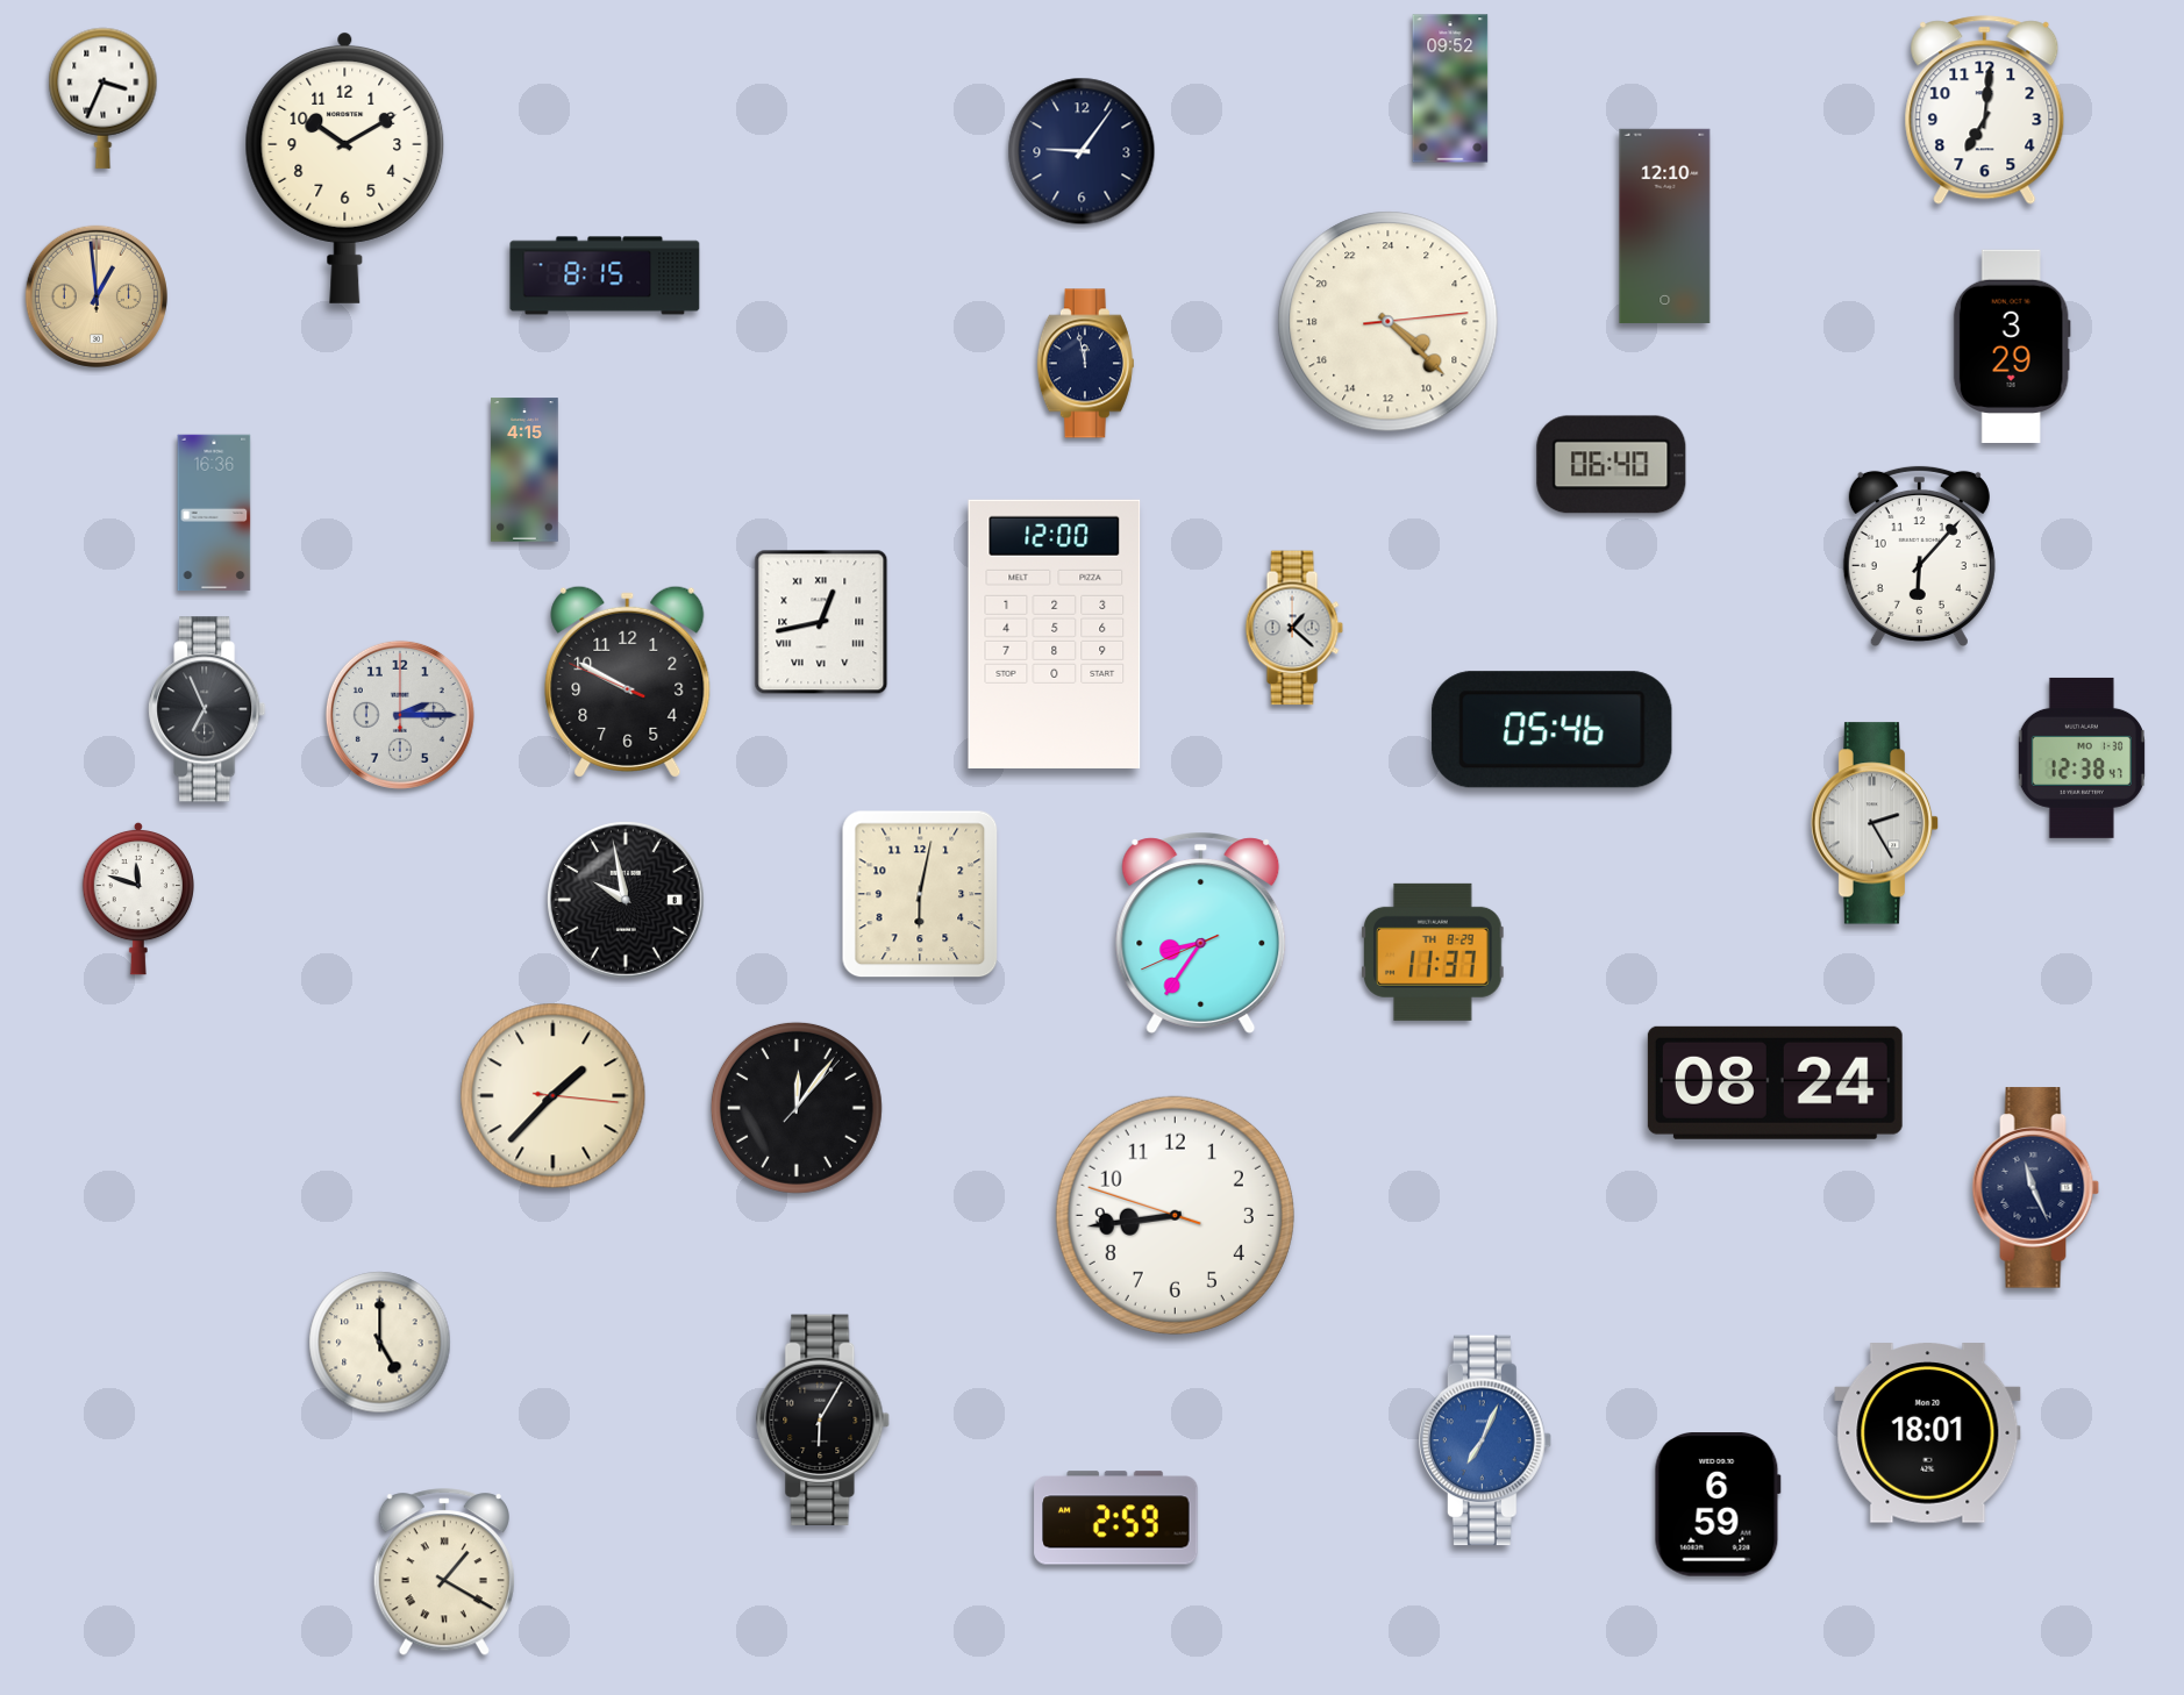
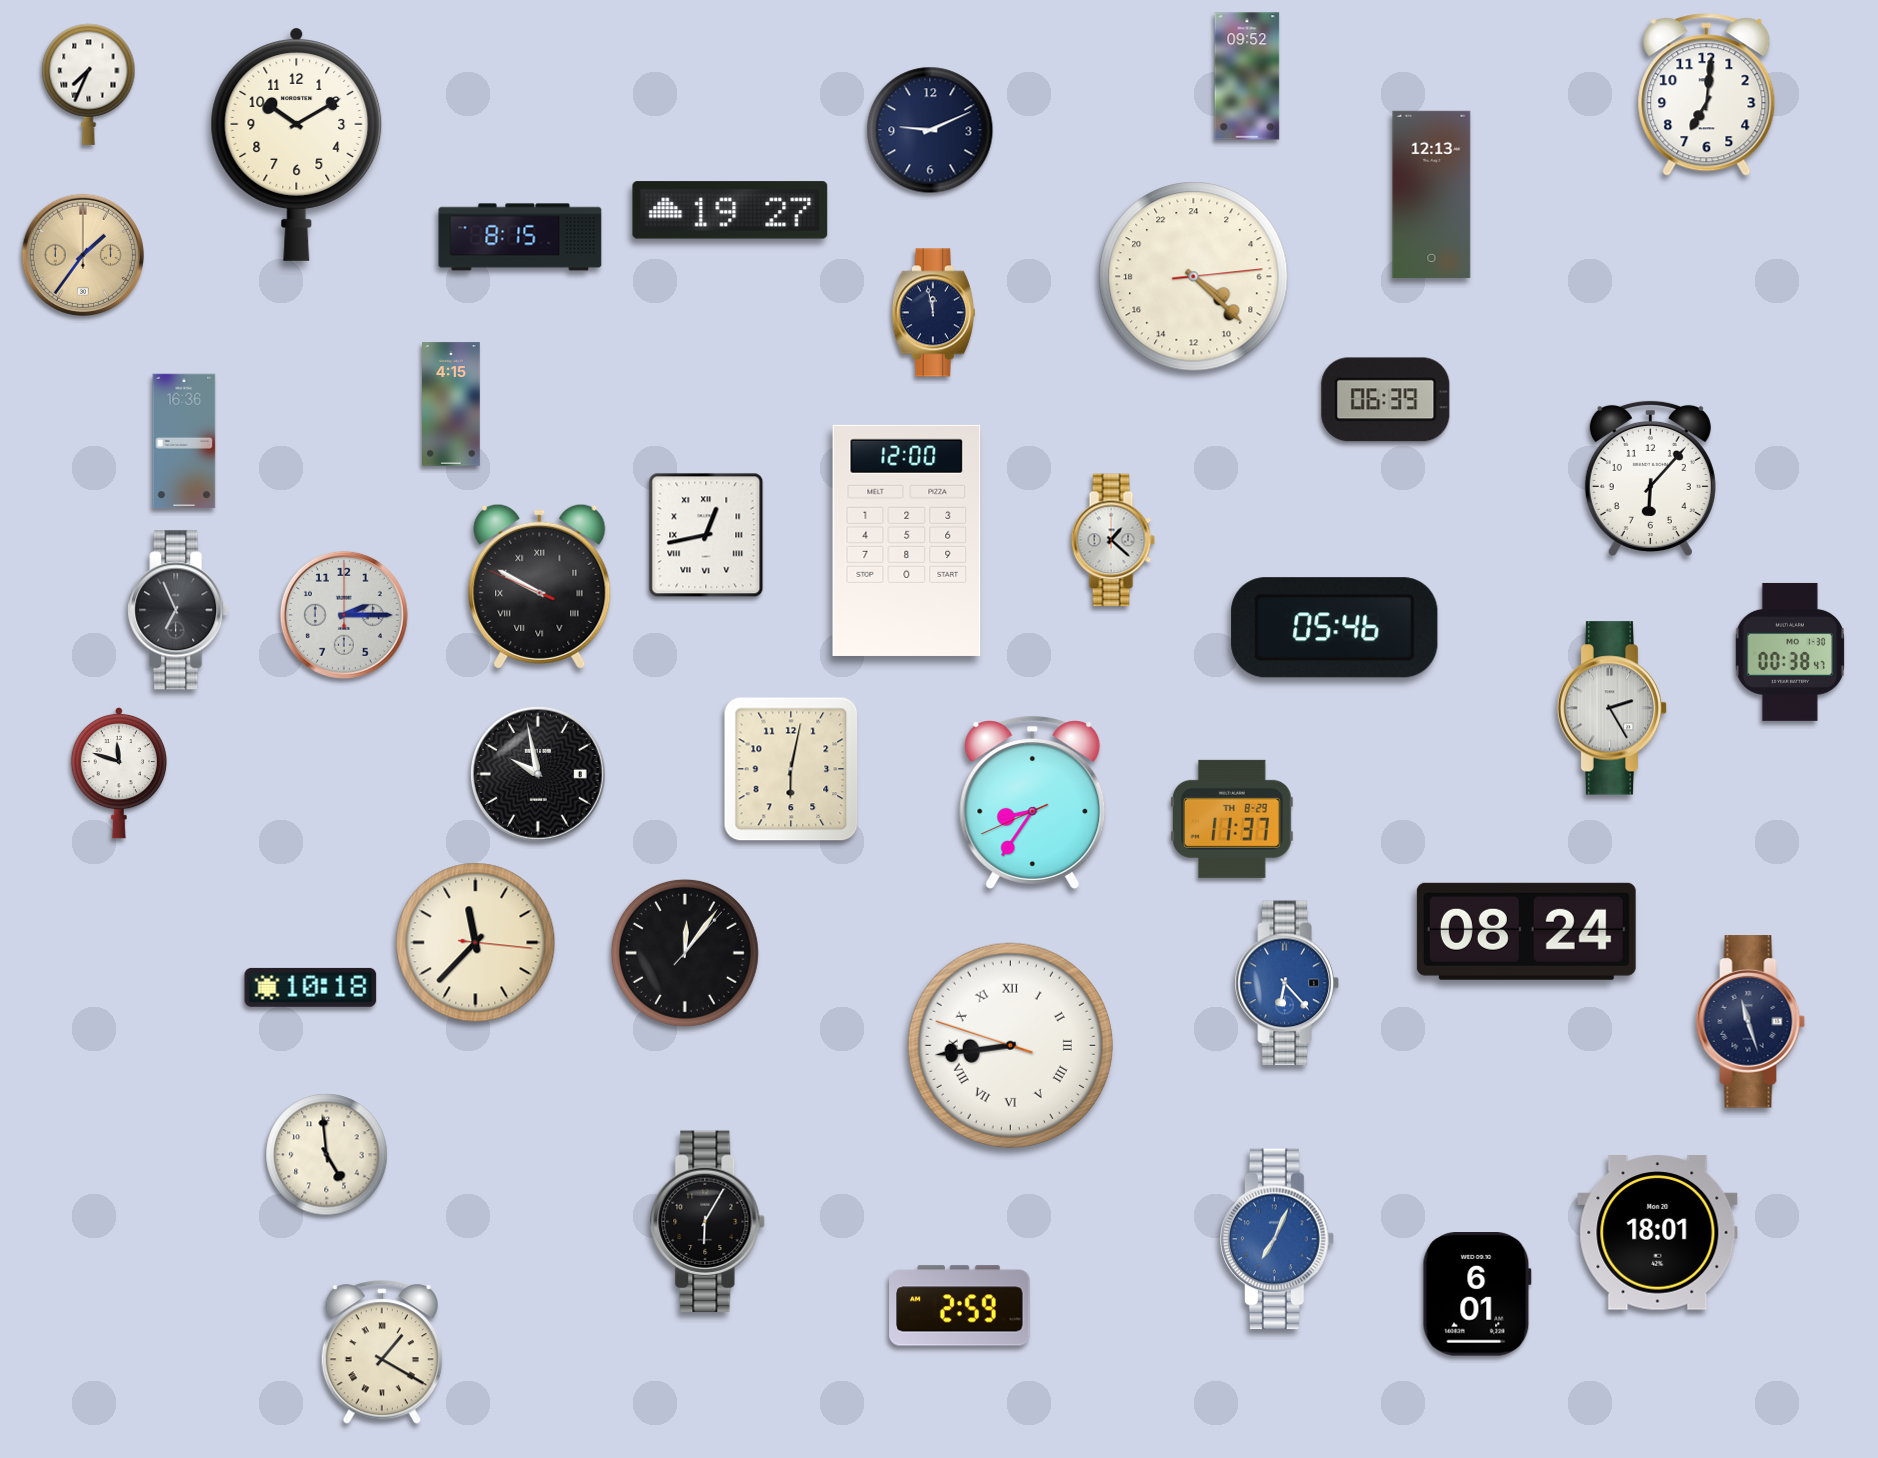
clock at (104, 98): 3:34 -> 7:34
clock at (1082, 151): 9:06 -> 9:11
clock at (1665, 226): 12:10 -> 12:13
clock at (730, 210): none -> 19:27
clock at (97, 296): 12:59 -> 1:36
clock at (2012, 345): 3:29 -> none
clock at (1612, 465): 06:40 -> 06:39
clock at (1055, 634) position: (1055, 634) -> (907, 540)
clock at (628, 681) numerals: Arabic -> Roman
clock at (2082, 758): 12:38 -> 00:38
clock at (554, 1096): 1:37 -> 11:37
clock at (1287, 983): none -> 6:23
clock at (311, 987): none -> 10:18
clock at (2036, 1188): 11:26 -> 11:27
clock at (1175, 1215) numerals: Arabic -> Roman
clock at (380, 1343): 5:00 -> 4:59
clock at (1718, 1506): 6:59 -> 6:01
